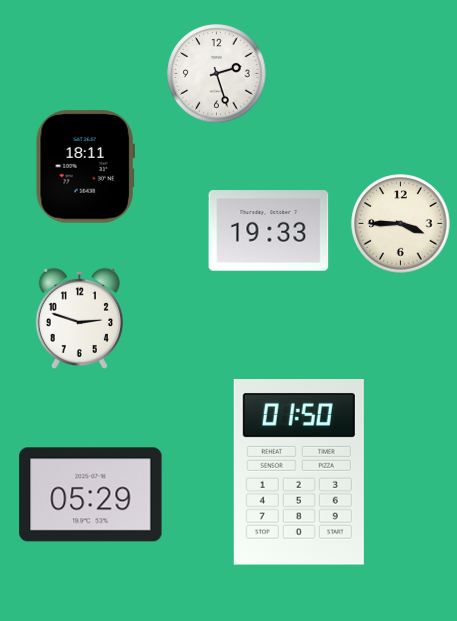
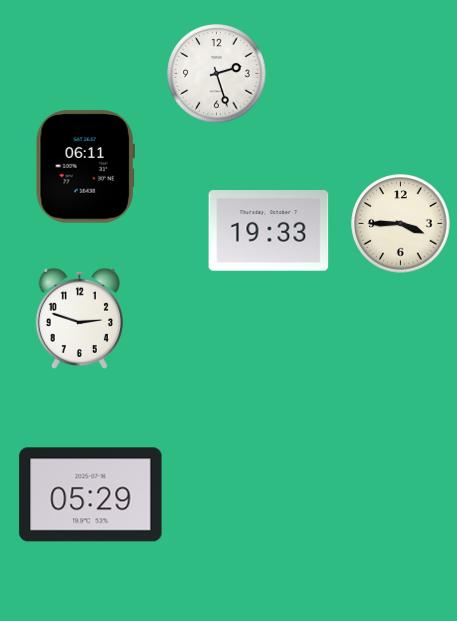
clock at (85, 167): 18:11 -> 06:11
clock at (299, 472): 01:50 -> none
